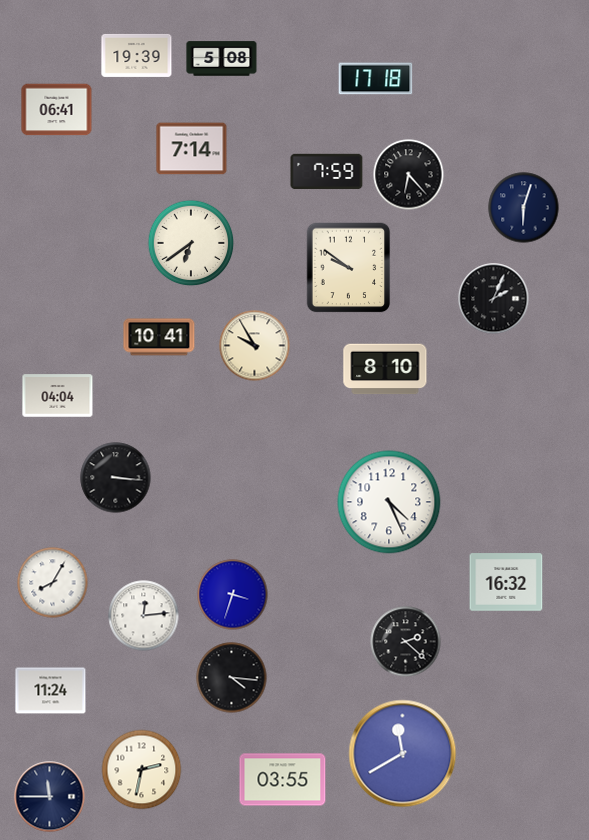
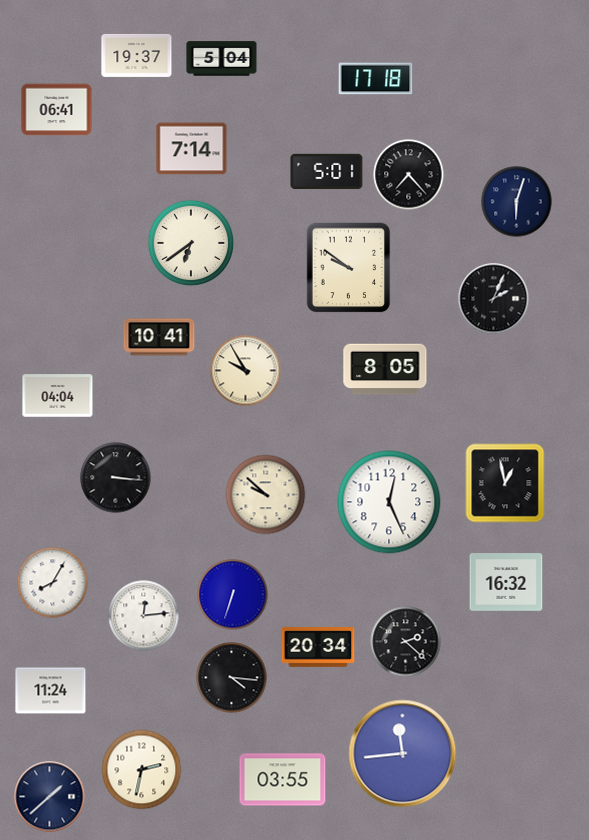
clock at (137, 55): 19:39 -> 19:37
clock at (222, 59): 5:08 -> 5:04
clock at (327, 172): 7:59 -> 5:01
clock at (409, 175): 6:23 -> 7:23
clock at (524, 208) position: (524, 208) -> (517, 202)
clock at (255, 346) position: (255, 346) -> (246, 371)
clock at (385, 369): 8:10 -> 8:05
clock at (505, 483): none -> 12:58
clock at (266, 495): none -> 9:52
clock at (389, 502): 4:26 -> 12:26
clock at (233, 595): 3:33 -> 6:33
clock at (318, 648): none -> 20:34
clock at (403, 754): 11:40 -> 11:44
clock at (50, 797): 11:45 -> 1:38
